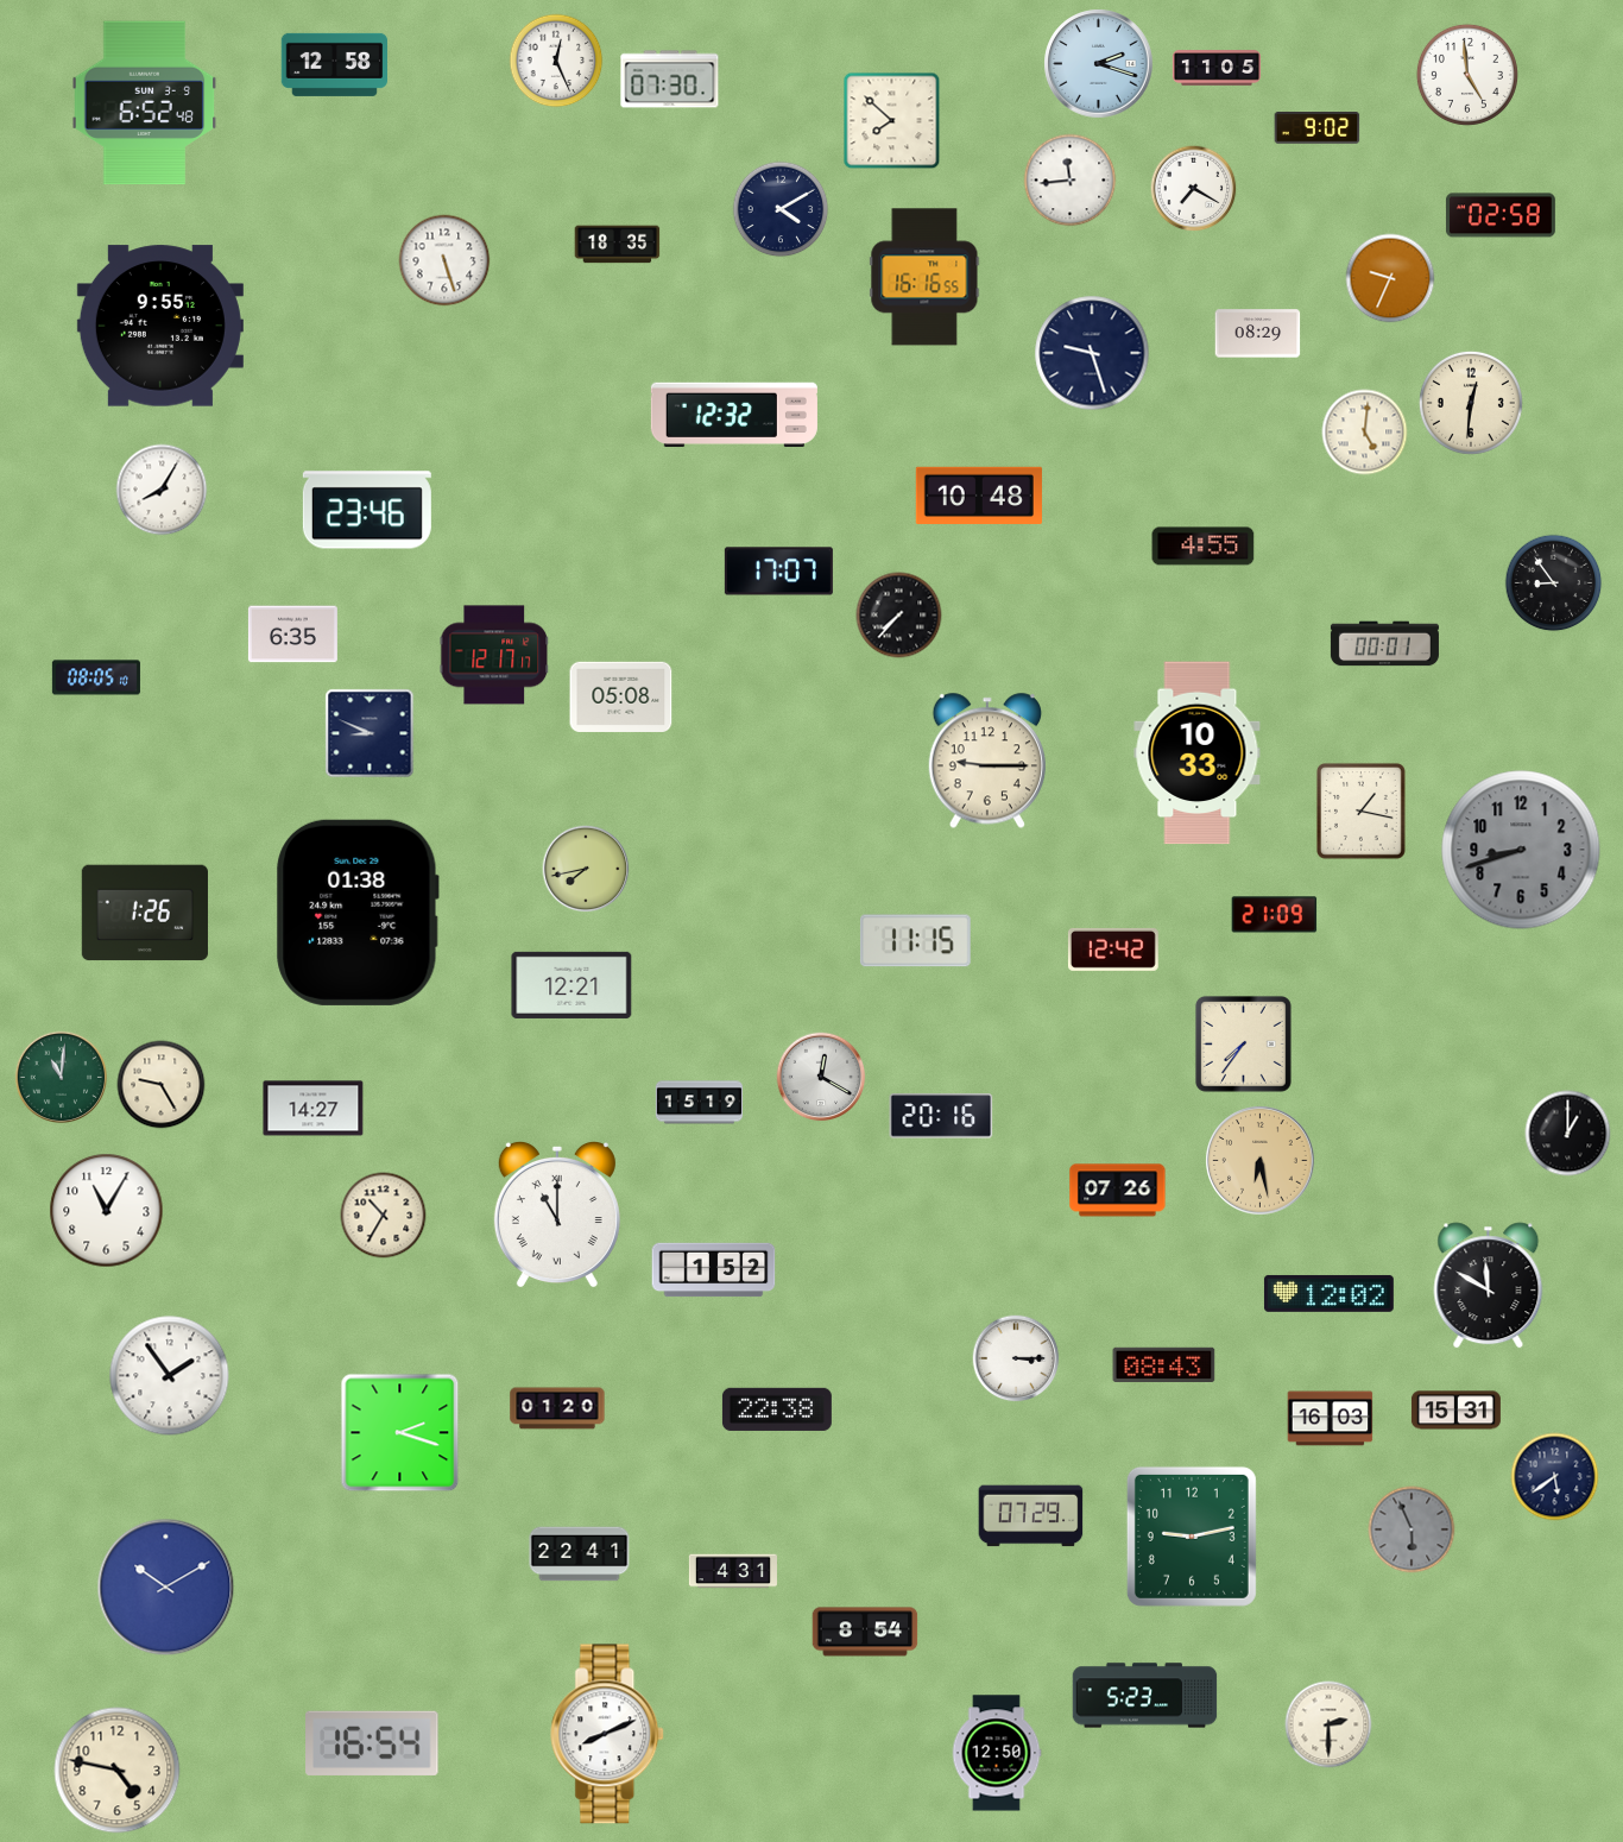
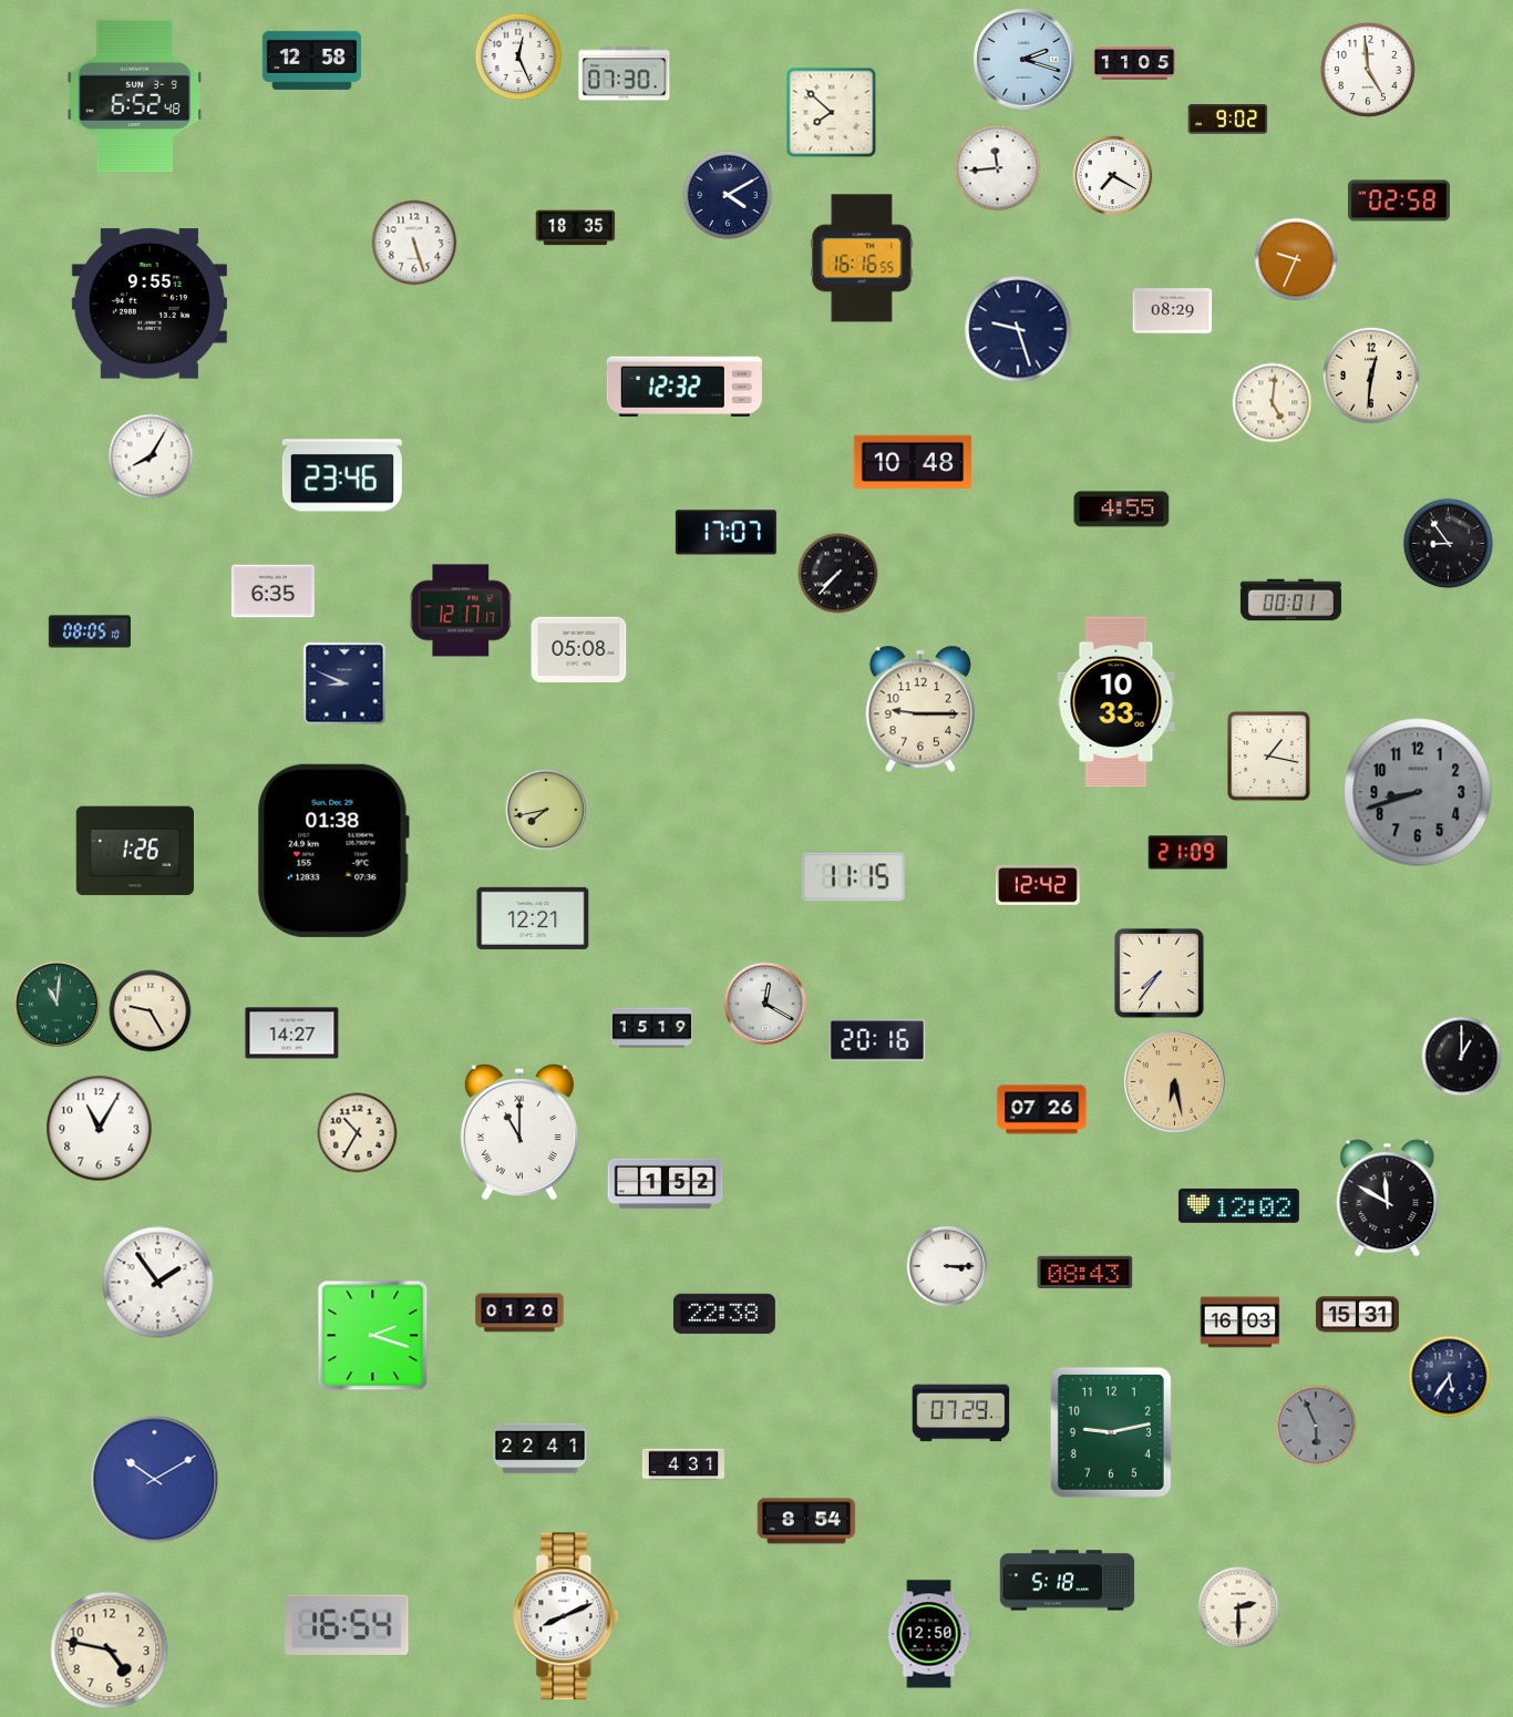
clock at (1555, 1477): 5:39 -> 5:36
clock at (1145, 1696): 5:23 -> 5:18
